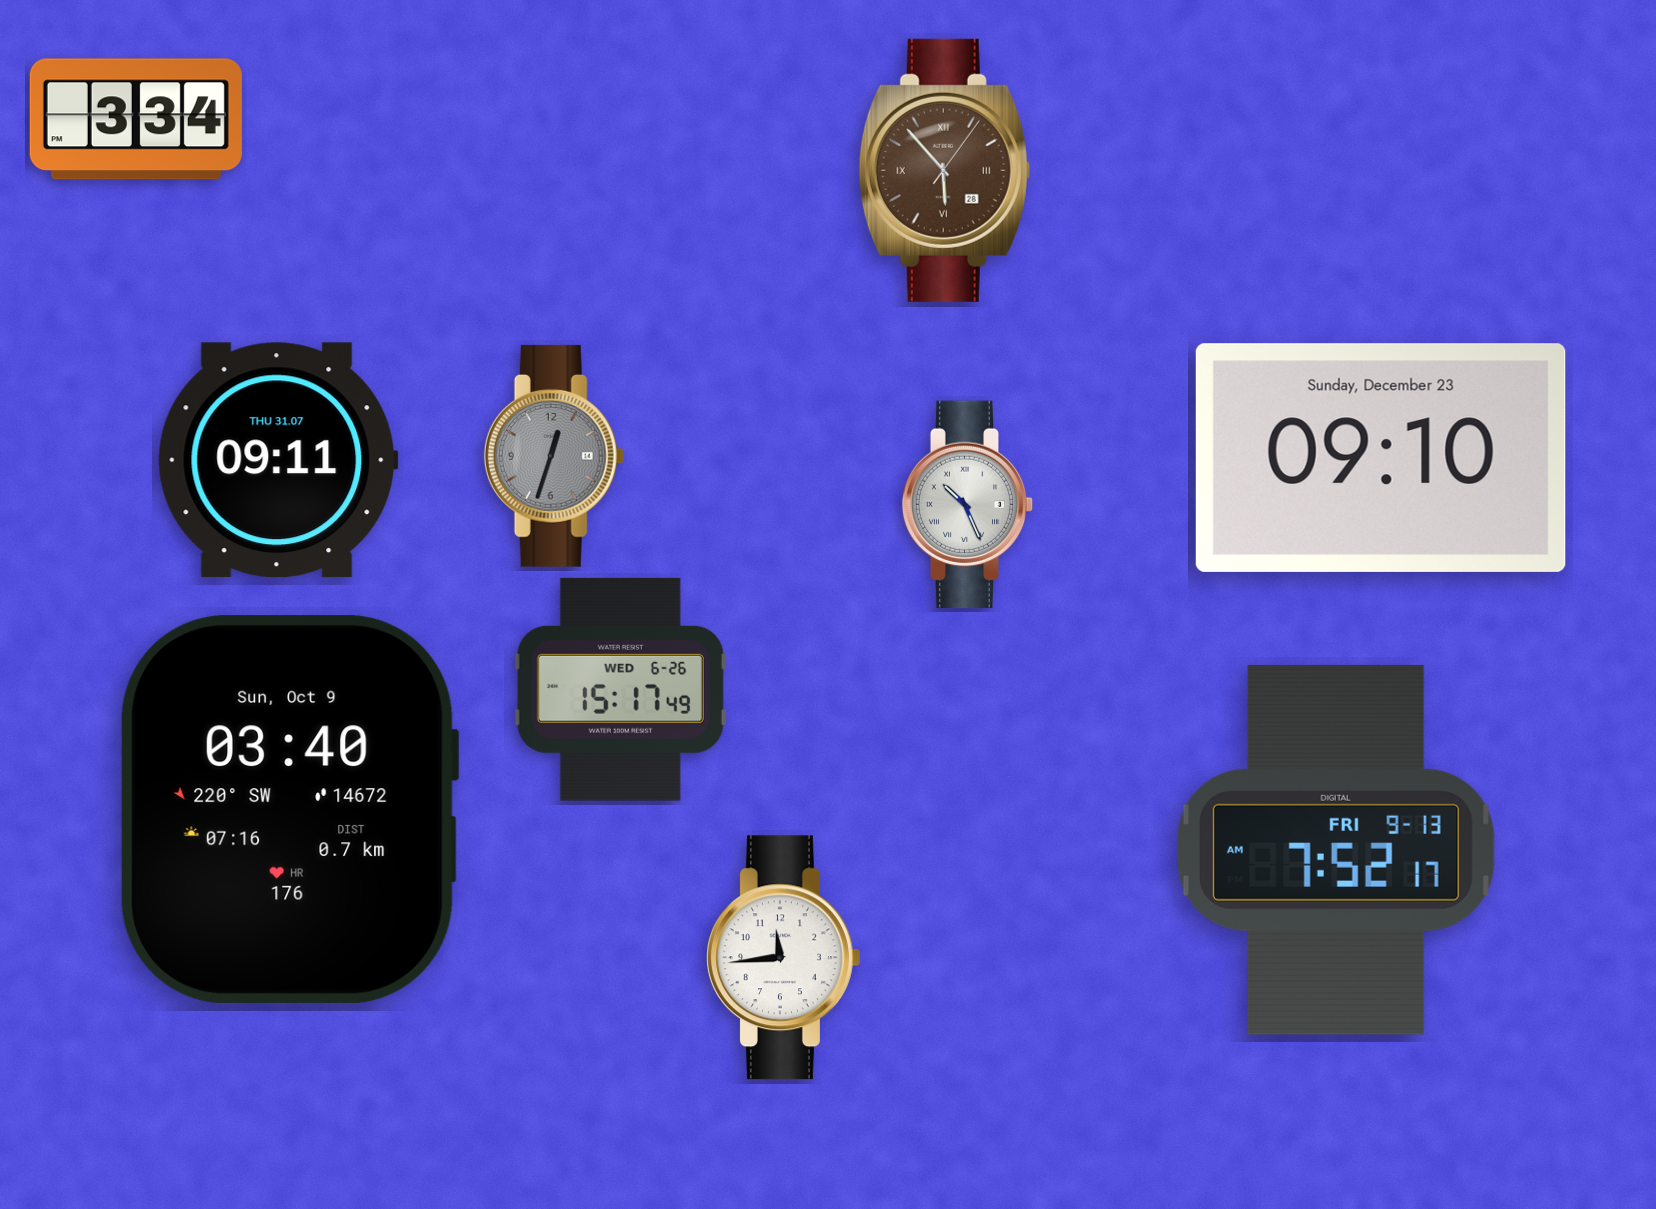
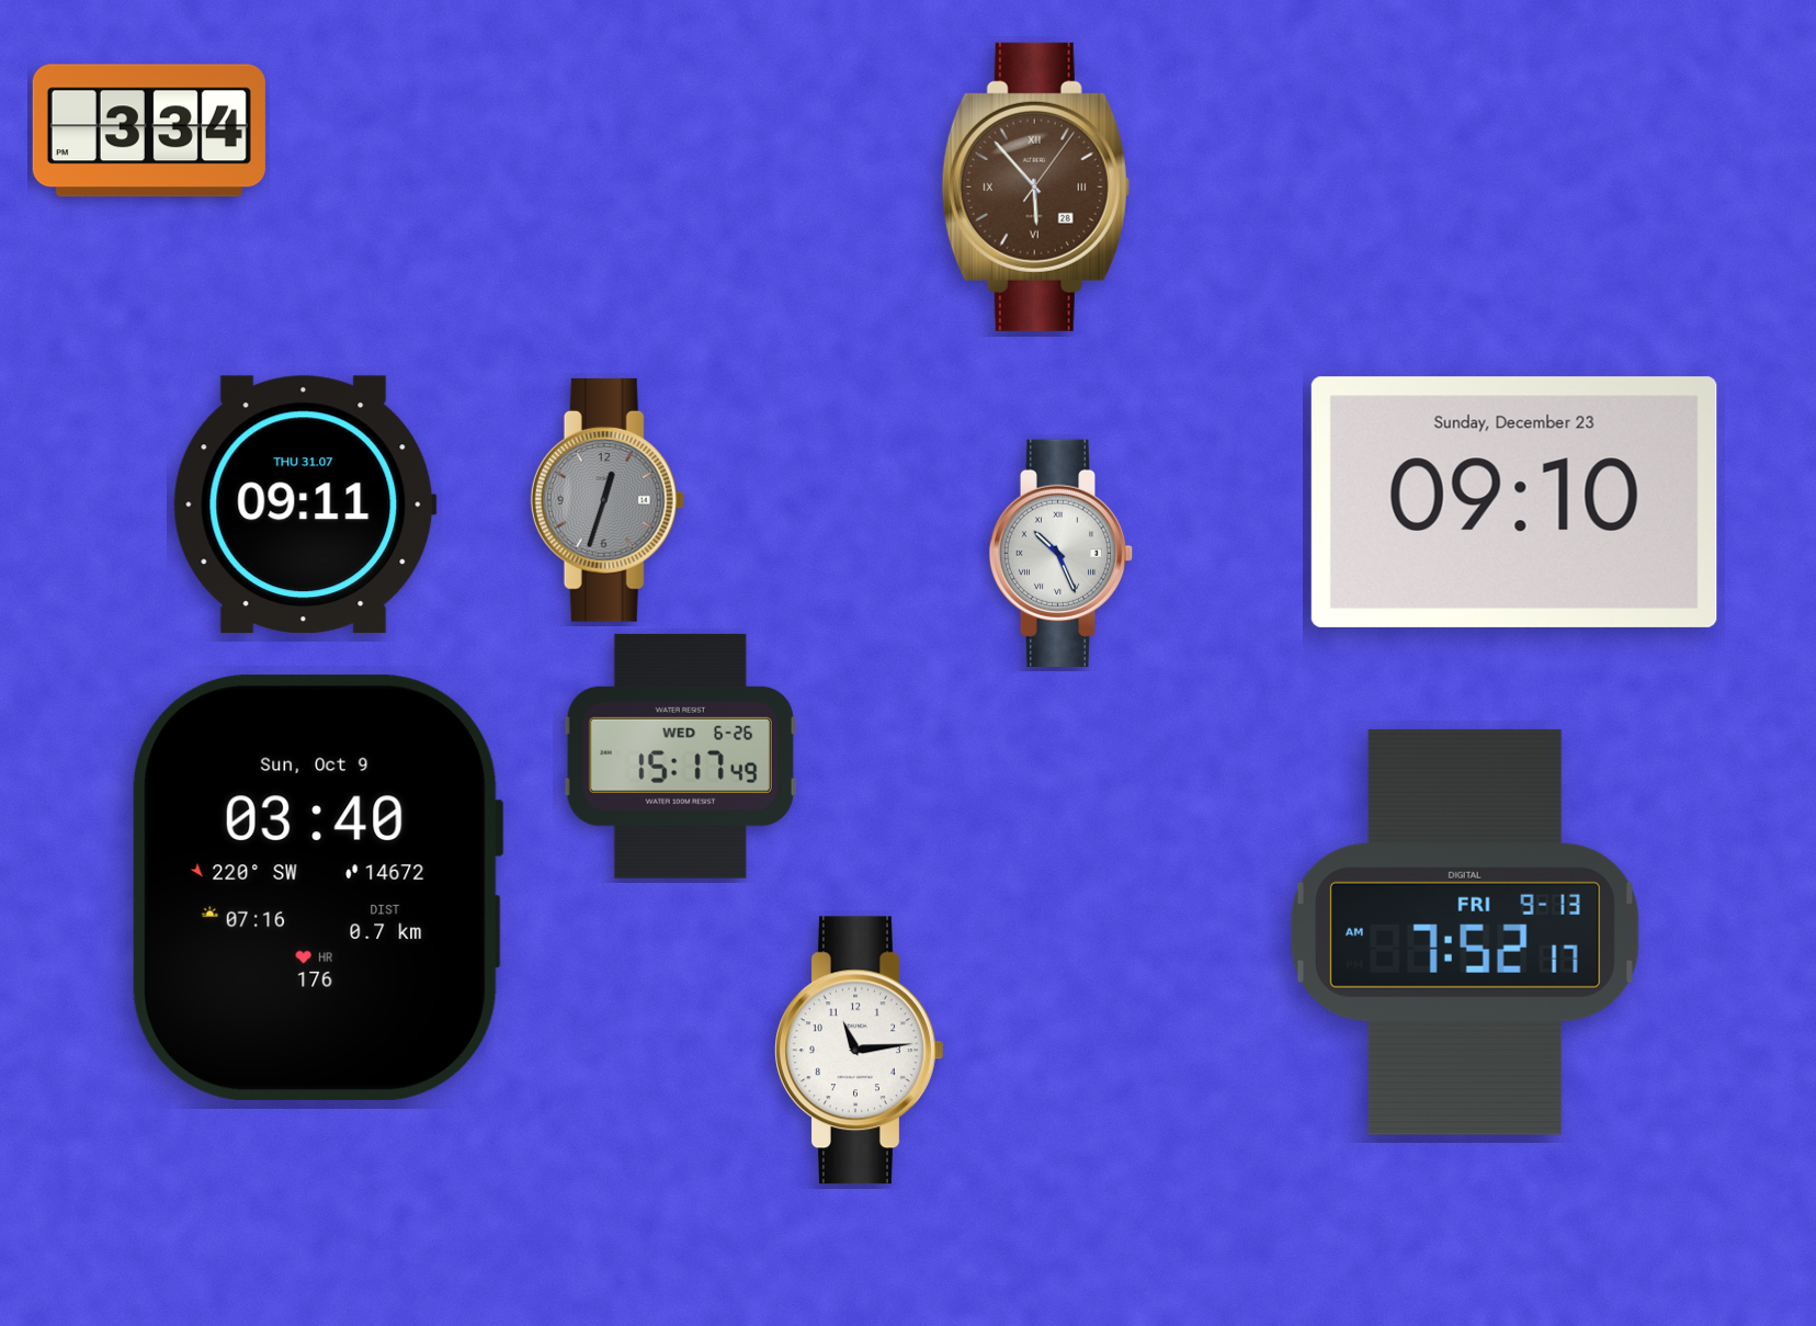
clock at (784, 958): 11:44 -> 11:14
